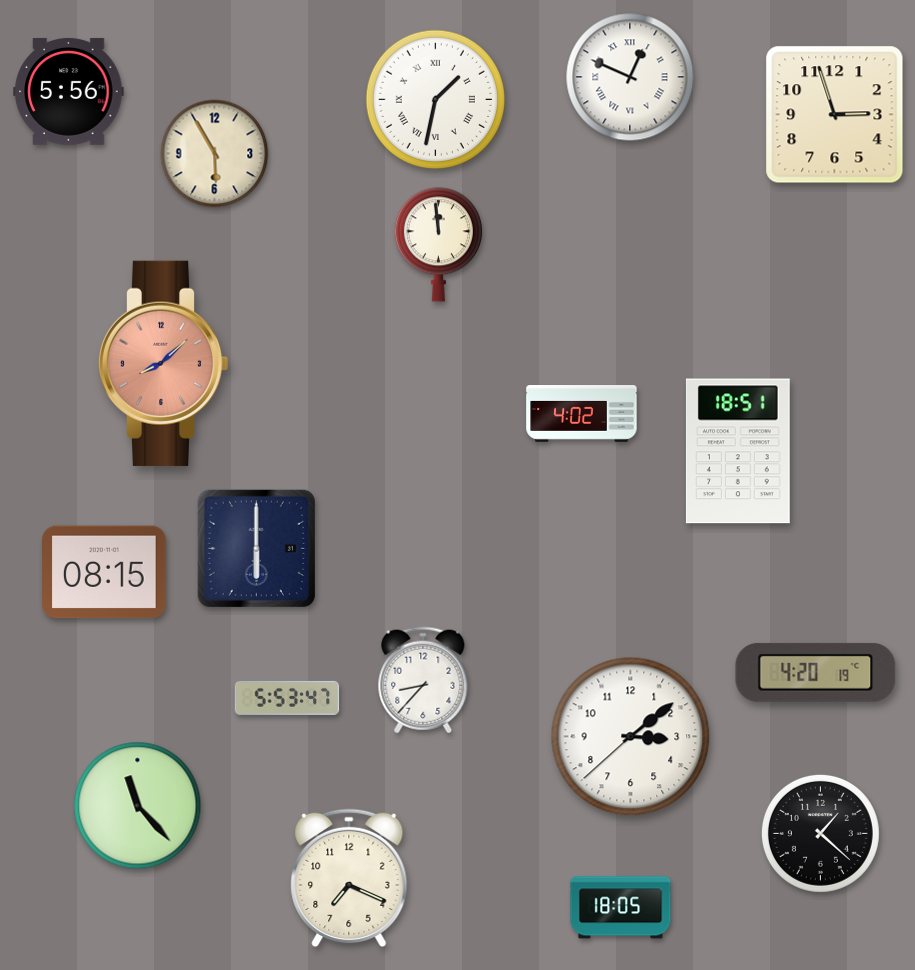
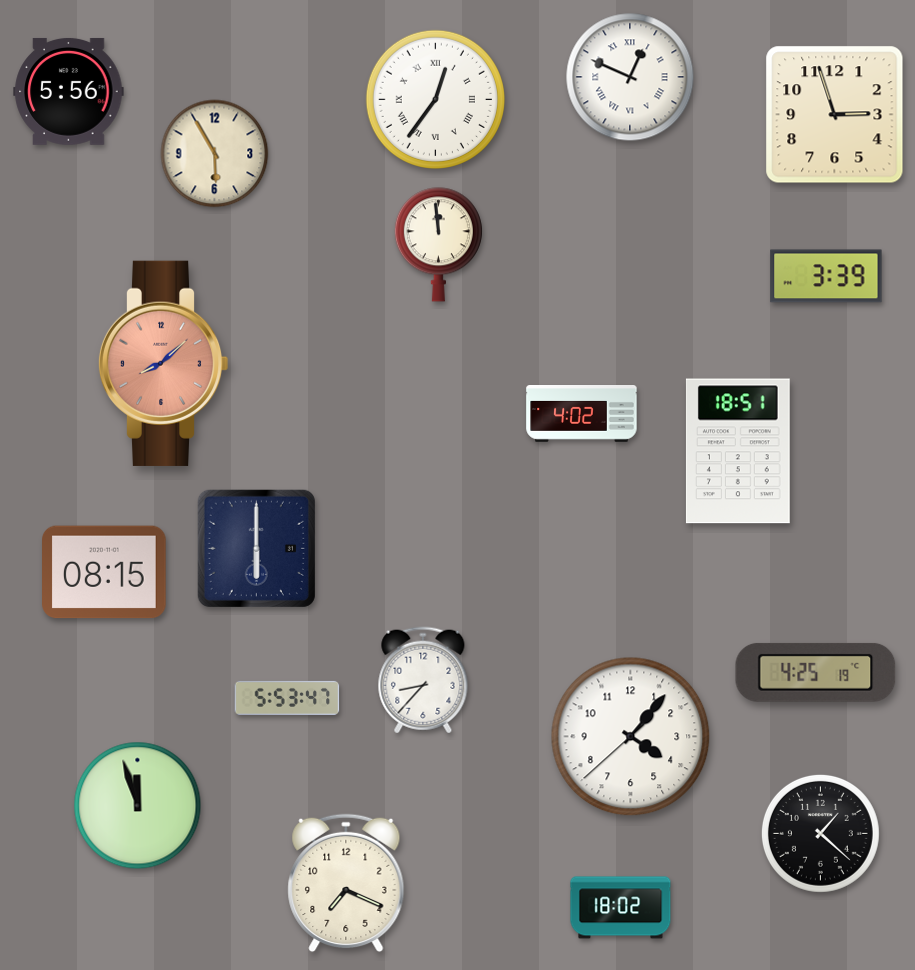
clock at (435, 99): 1:32 -> 12:36
clock at (826, 276): none -> 3:39
clock at (816, 672): 4:20 -> 4:25
clock at (631, 737): 3:08 -> 4:06
clock at (138, 806): 11:23 -> 11:57
clock at (349, 878) position: (349, 878) -> (346, 883)
clock at (621, 908): 18:05 -> 18:02
